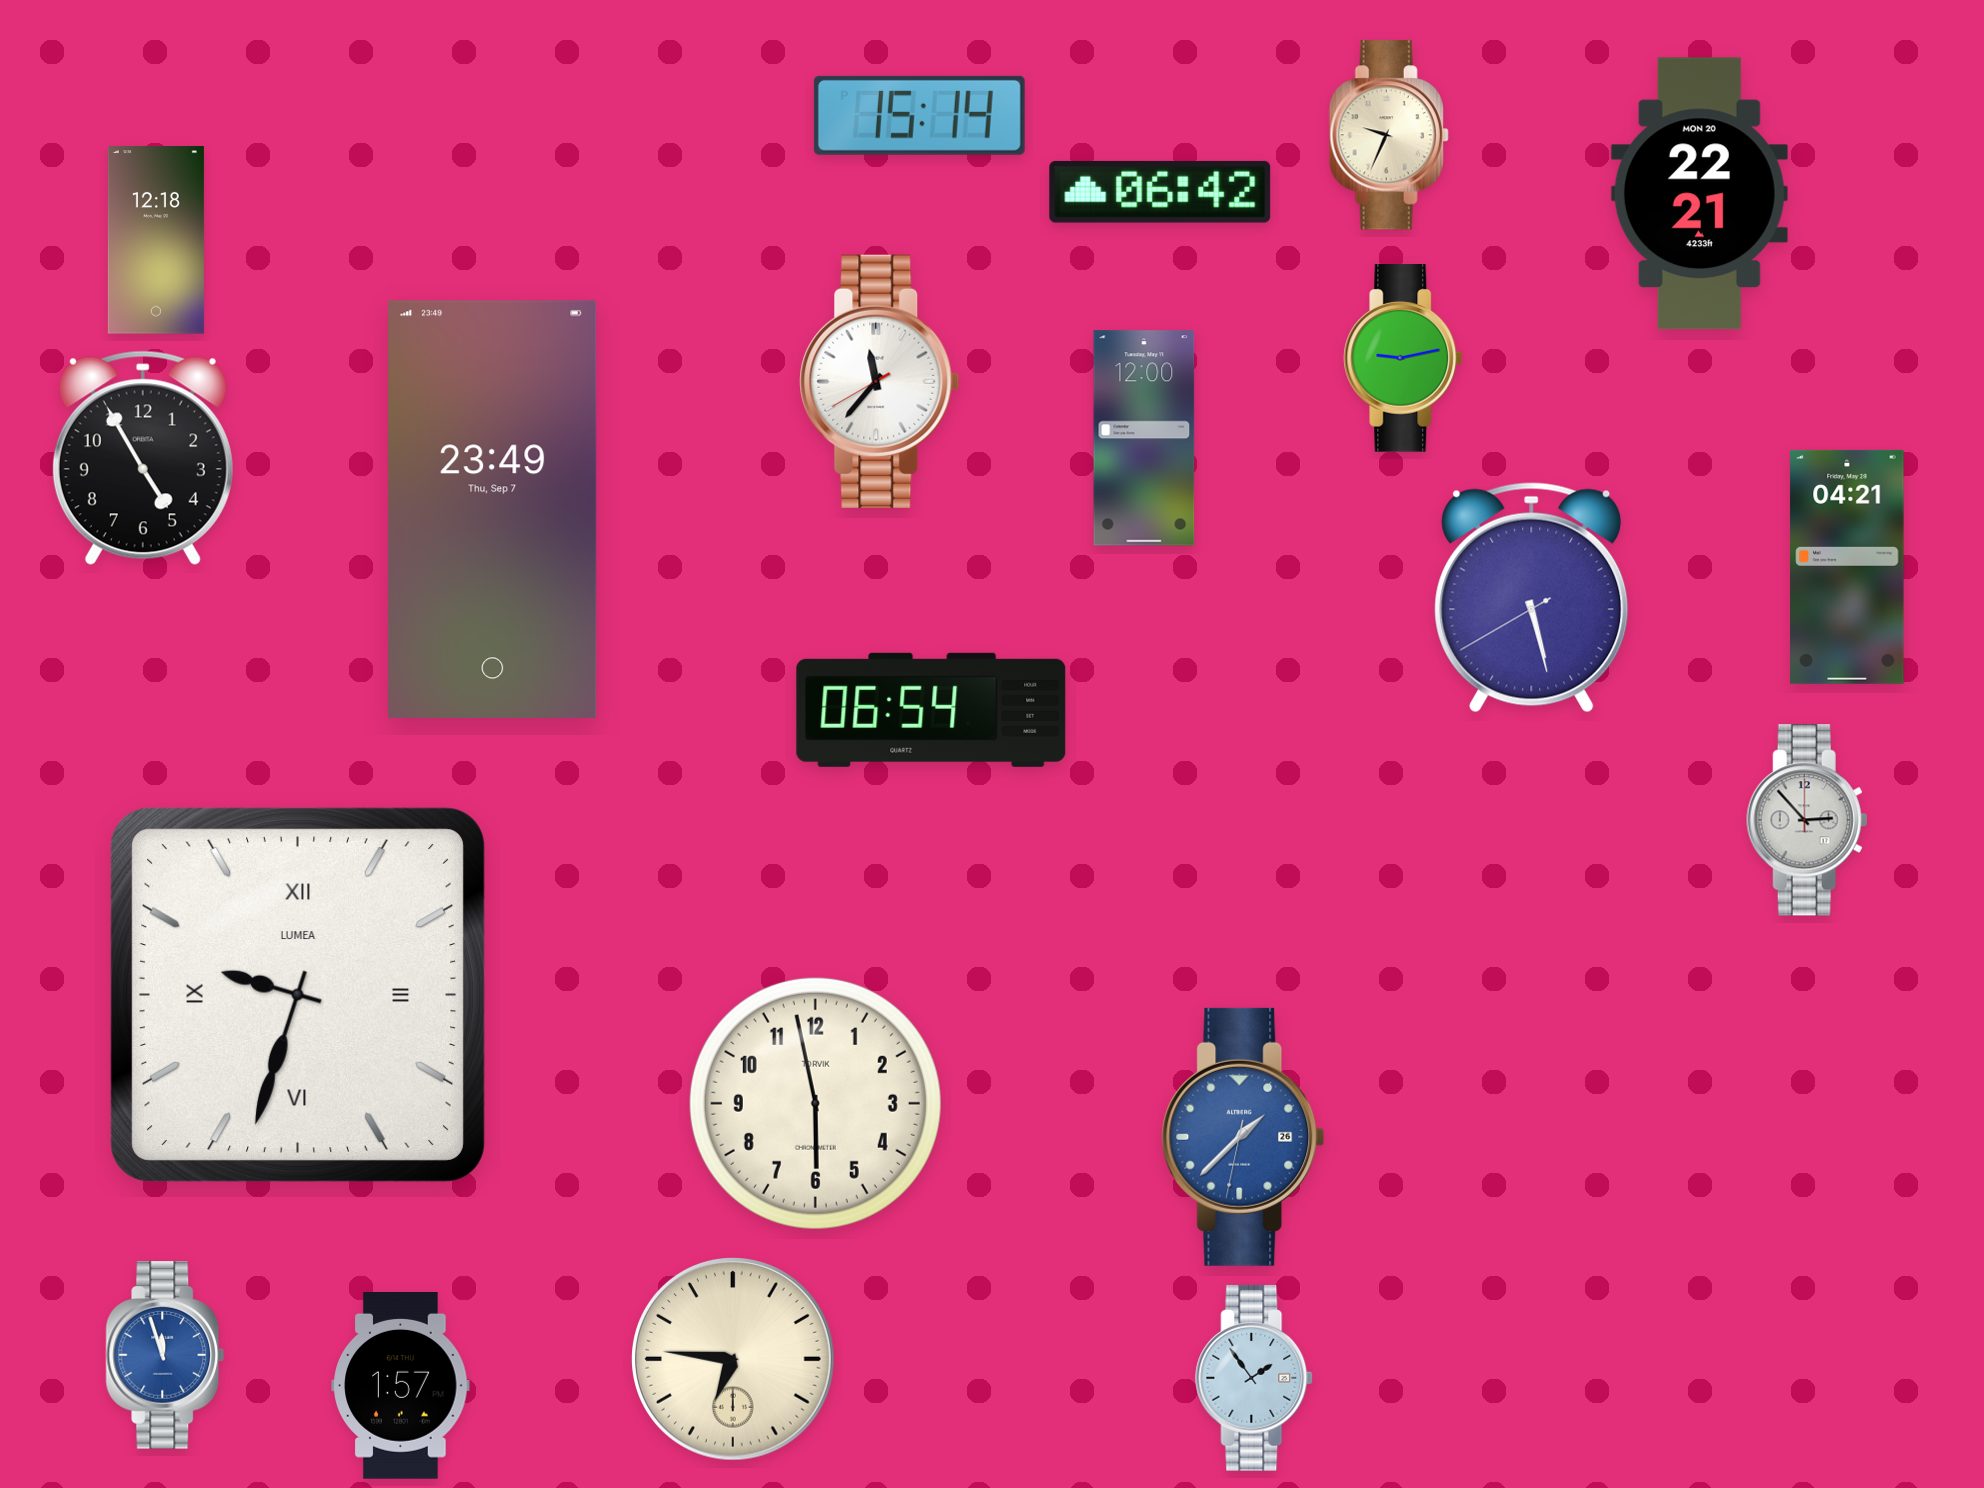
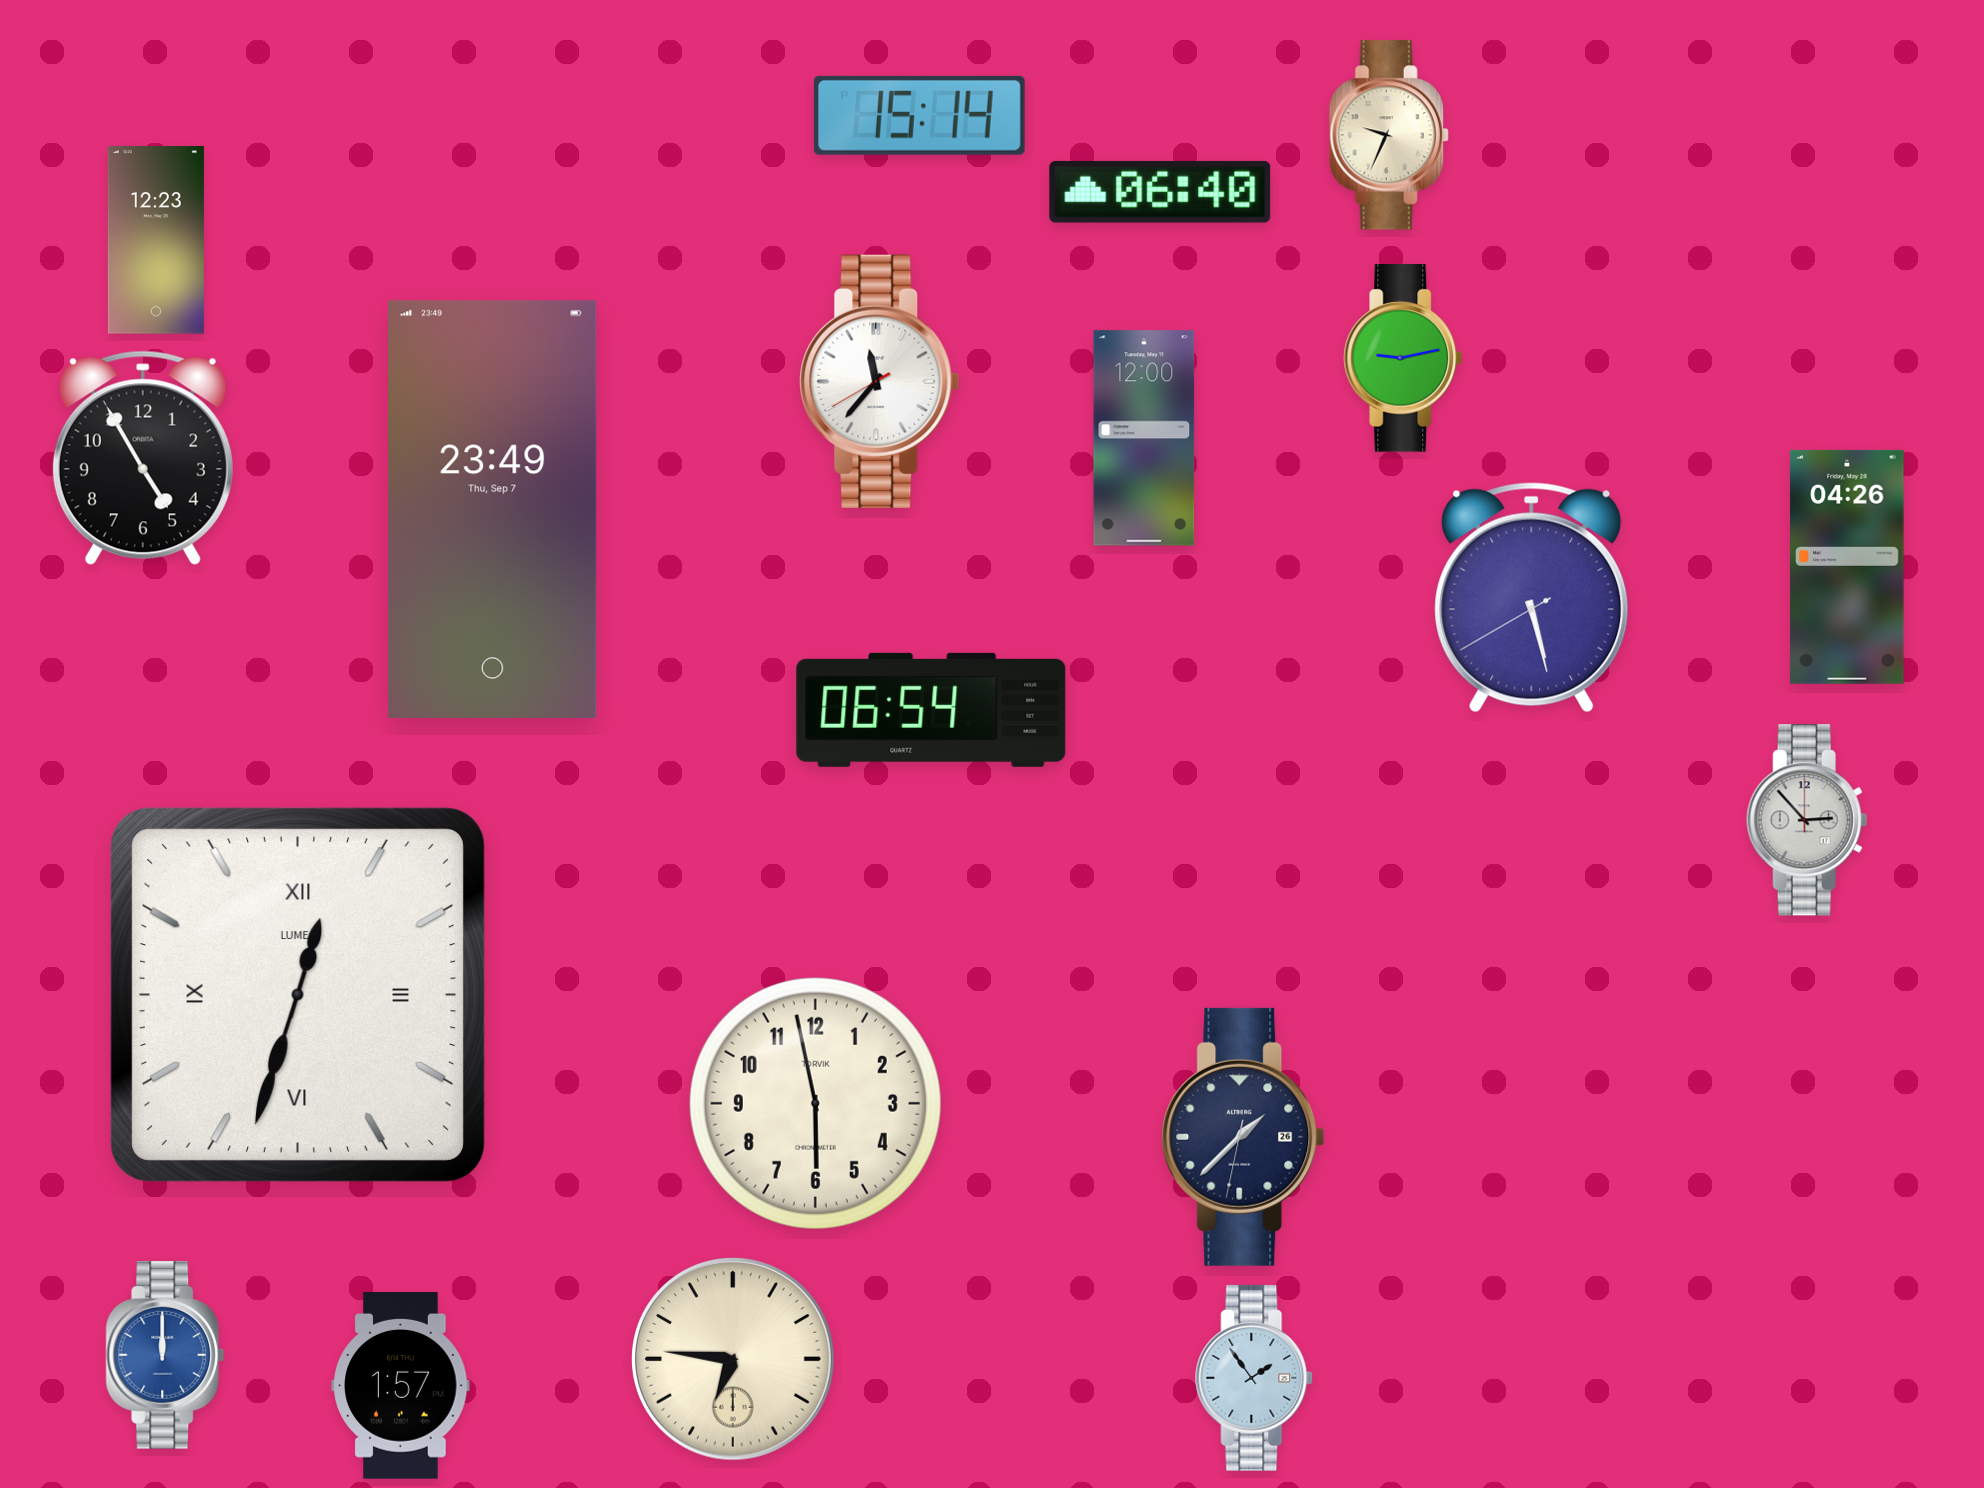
clock at (1160, 192): 06:42 -> 06:40
clock at (1699, 194): 22:21 -> none
clock at (156, 240): 12:18 -> 12:23
clock at (1847, 567): 04:21 -> 04:26
clock at (297, 994): 9:33 -> 12:33
clock at (1243, 1137) dial: blue -> navy
clock at (165, 1355): 11:57 -> 12:00
